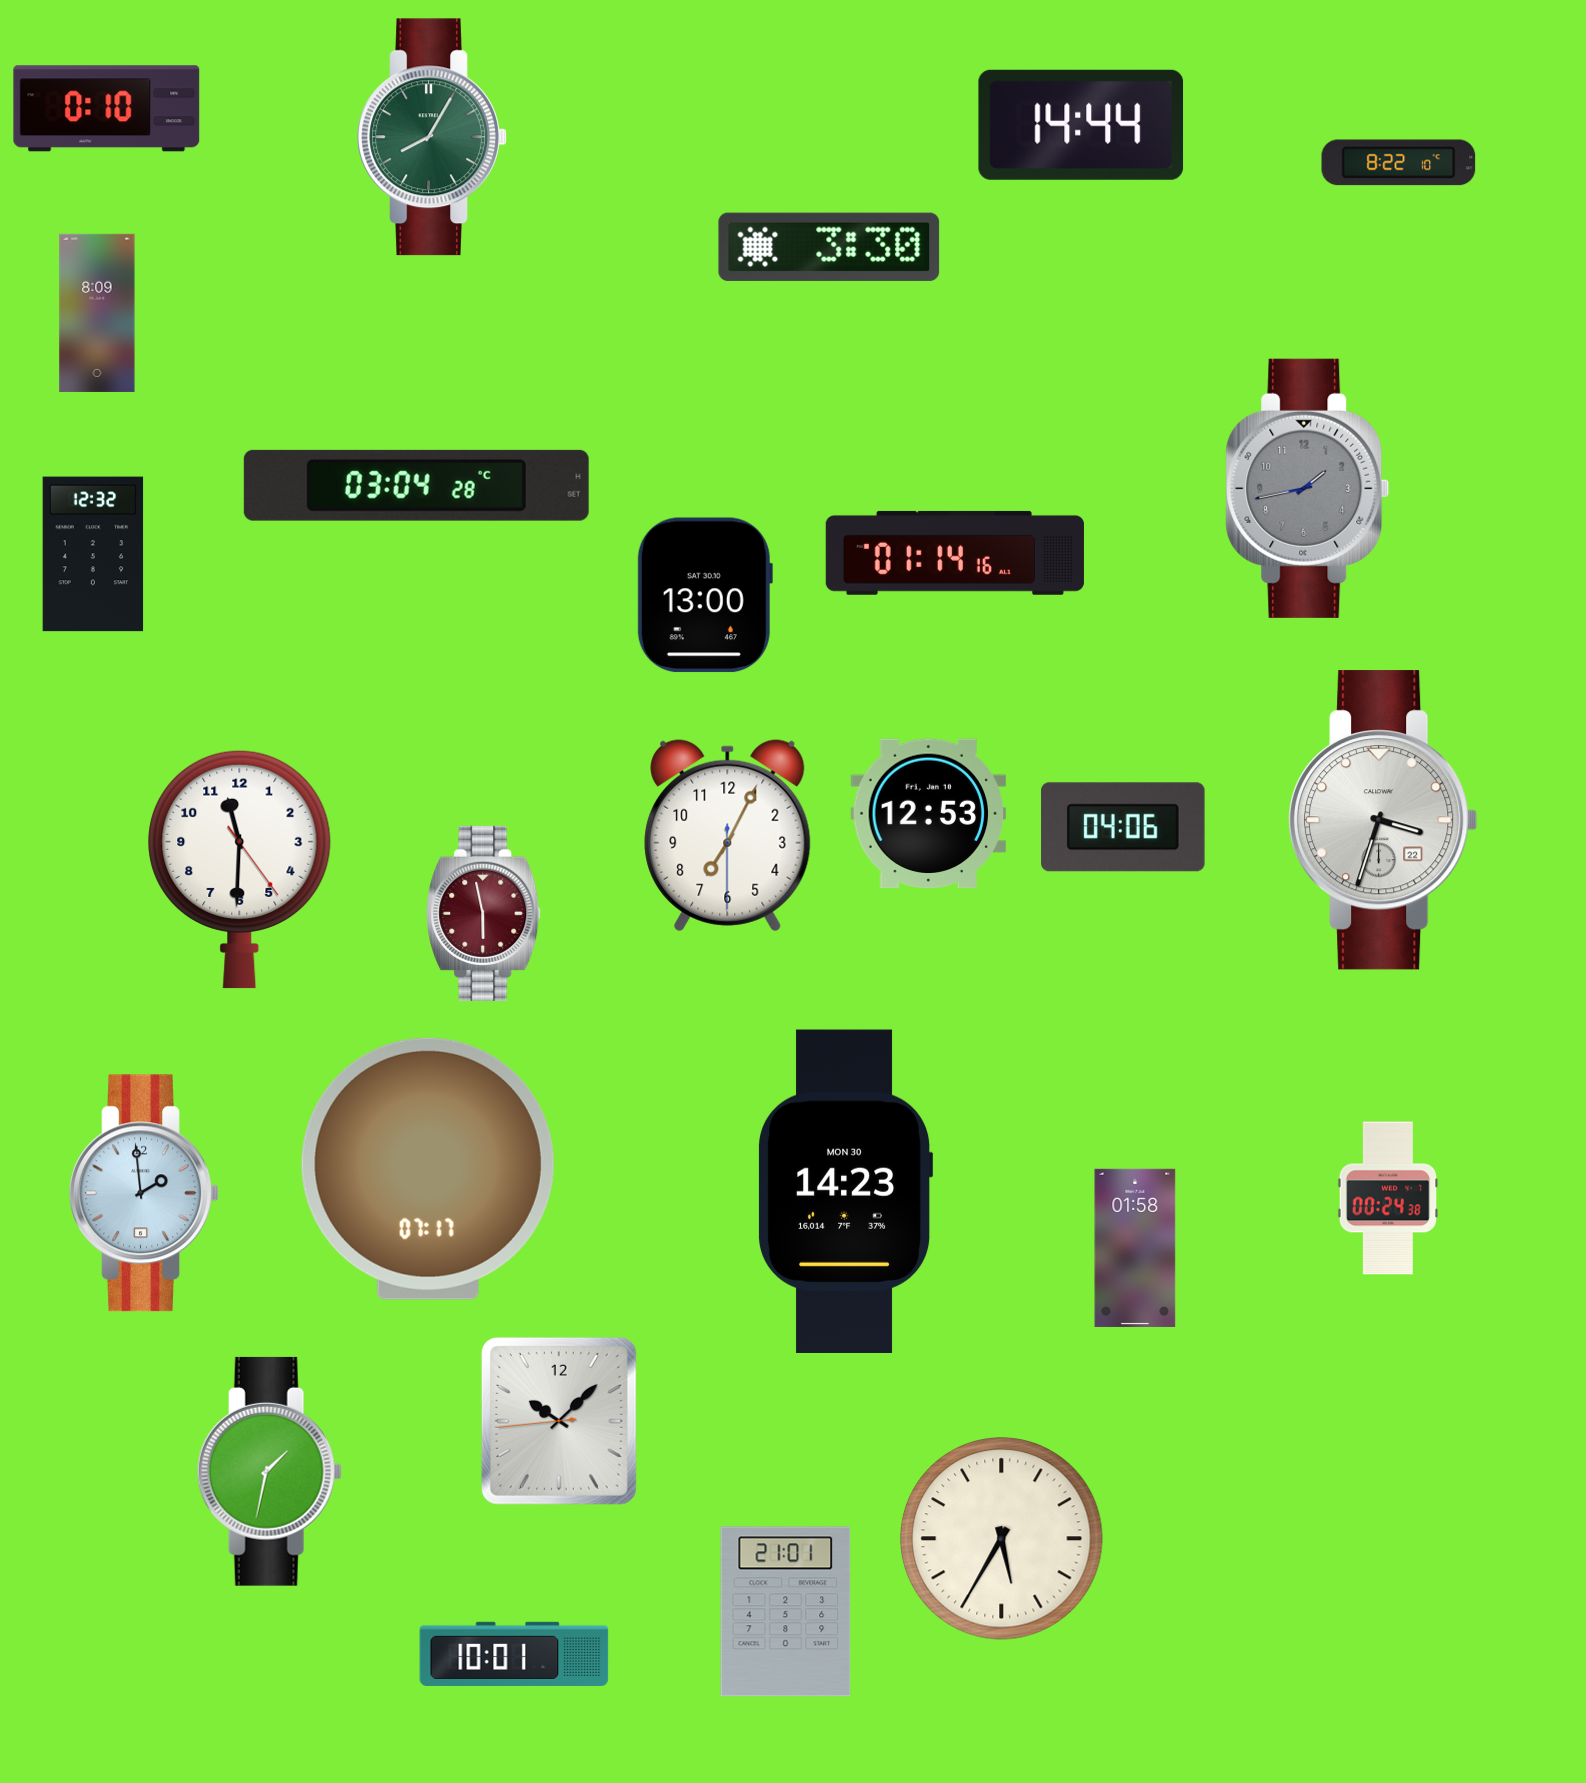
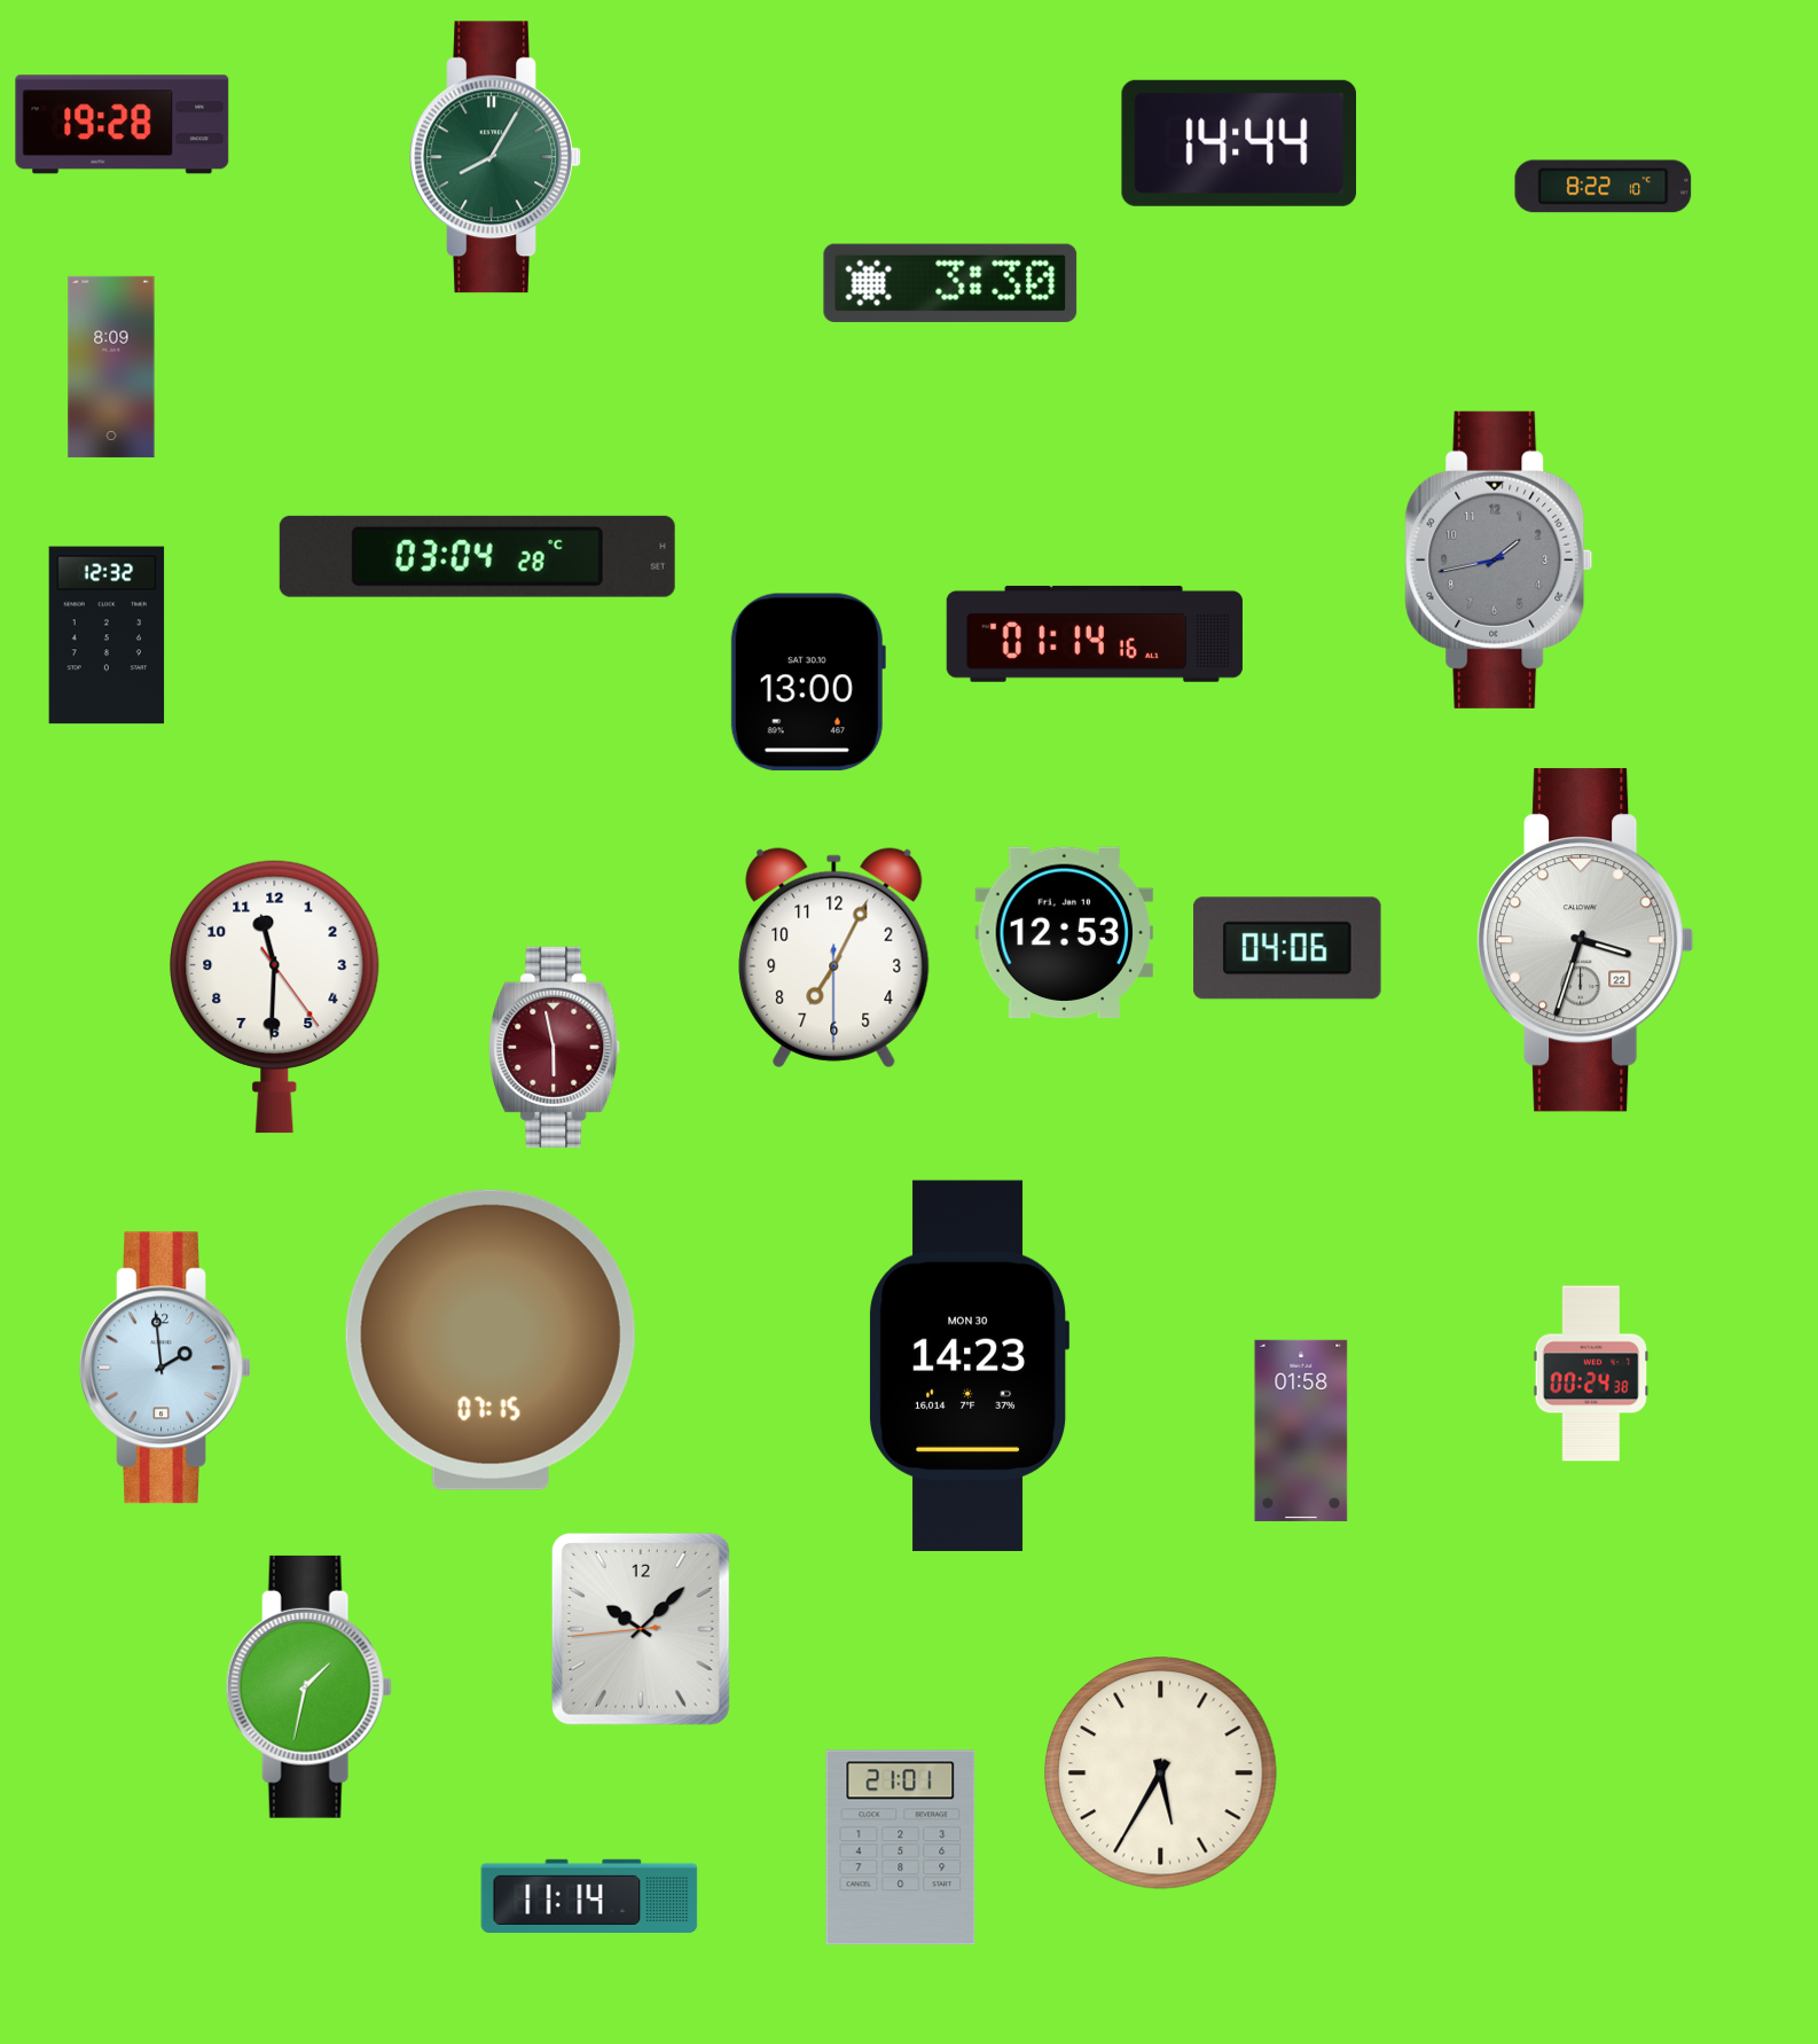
clock at (107, 109): 0:10 -> 19:28
clock at (97, 313) position: (97, 313) -> (111, 367)
clock at (428, 1169): 07:17 -> 07:15
clock at (1002, 1539) position: (1002, 1539) -> (1161, 1773)
clock at (514, 1654): 10:01 -> 11:14
